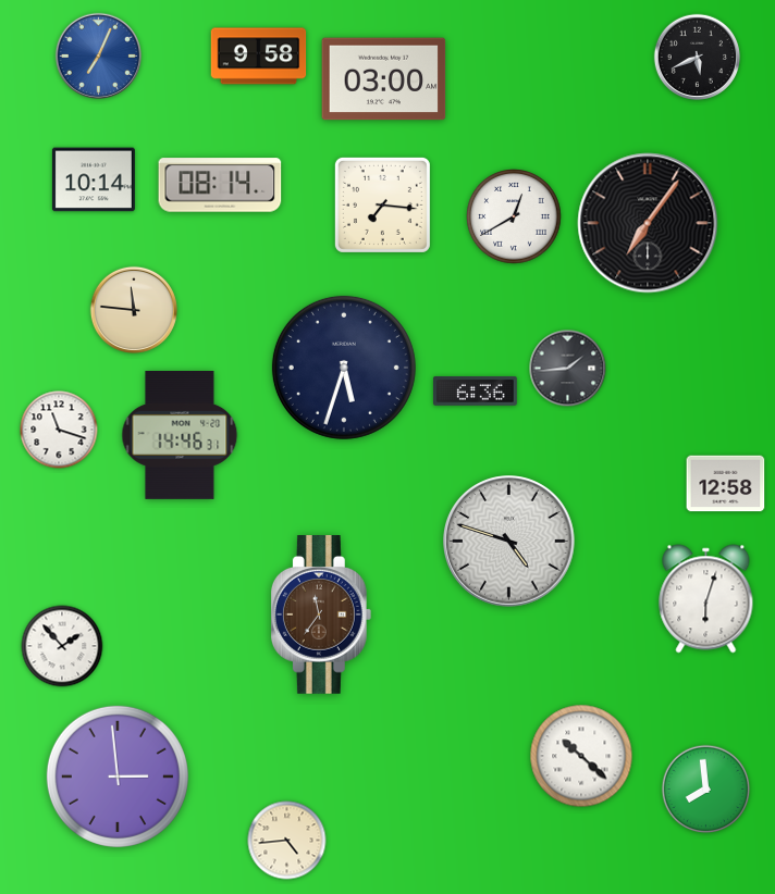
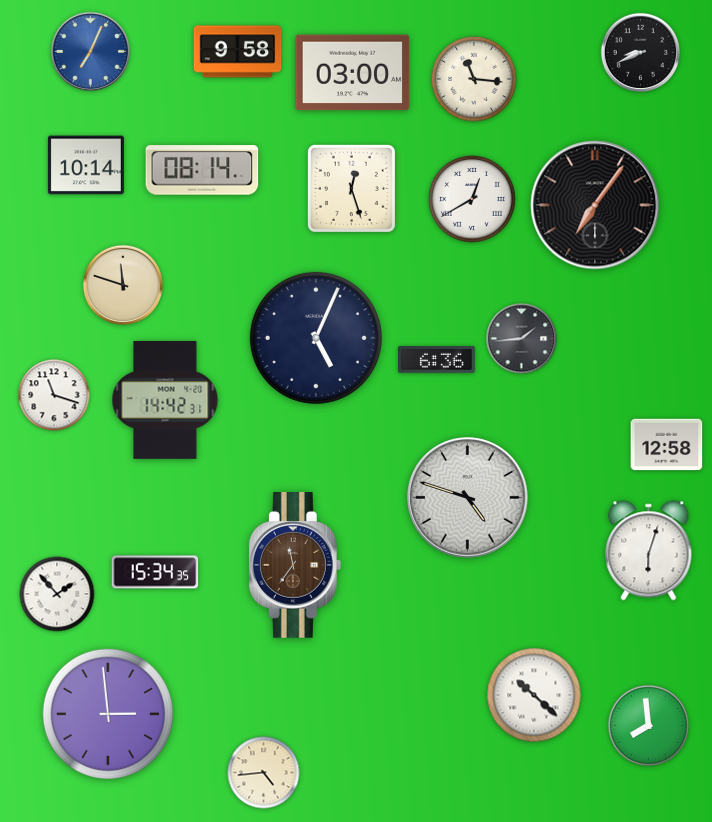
clock at (697, 57): 5:41 -> 8:41
clock at (474, 79): none -> 11:16
clock at (382, 204): 7:16 -> 12:27
clock at (134, 309): 11:46 -> 11:48
clock at (344, 368): 5:33 -> 5:04
clock at (180, 435): 14:46 -> 14:42
clock at (155, 572): none -> 15:34
